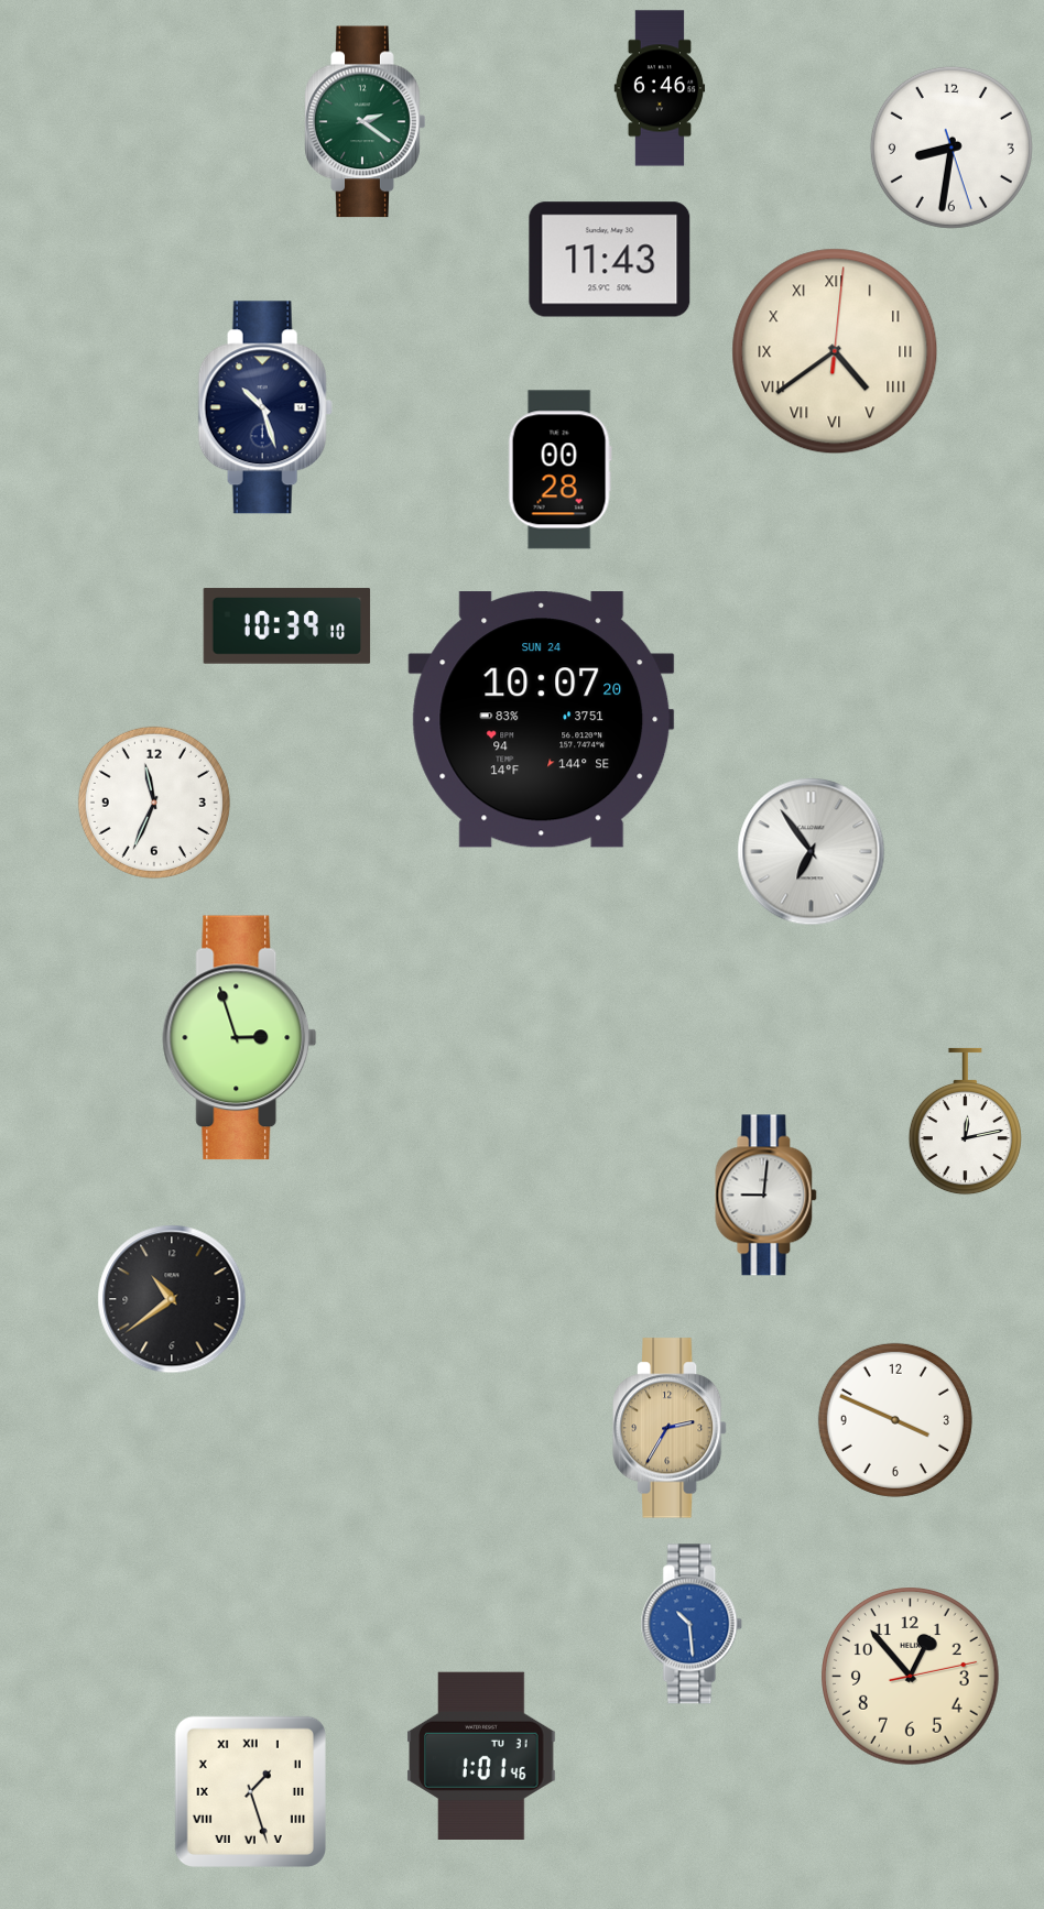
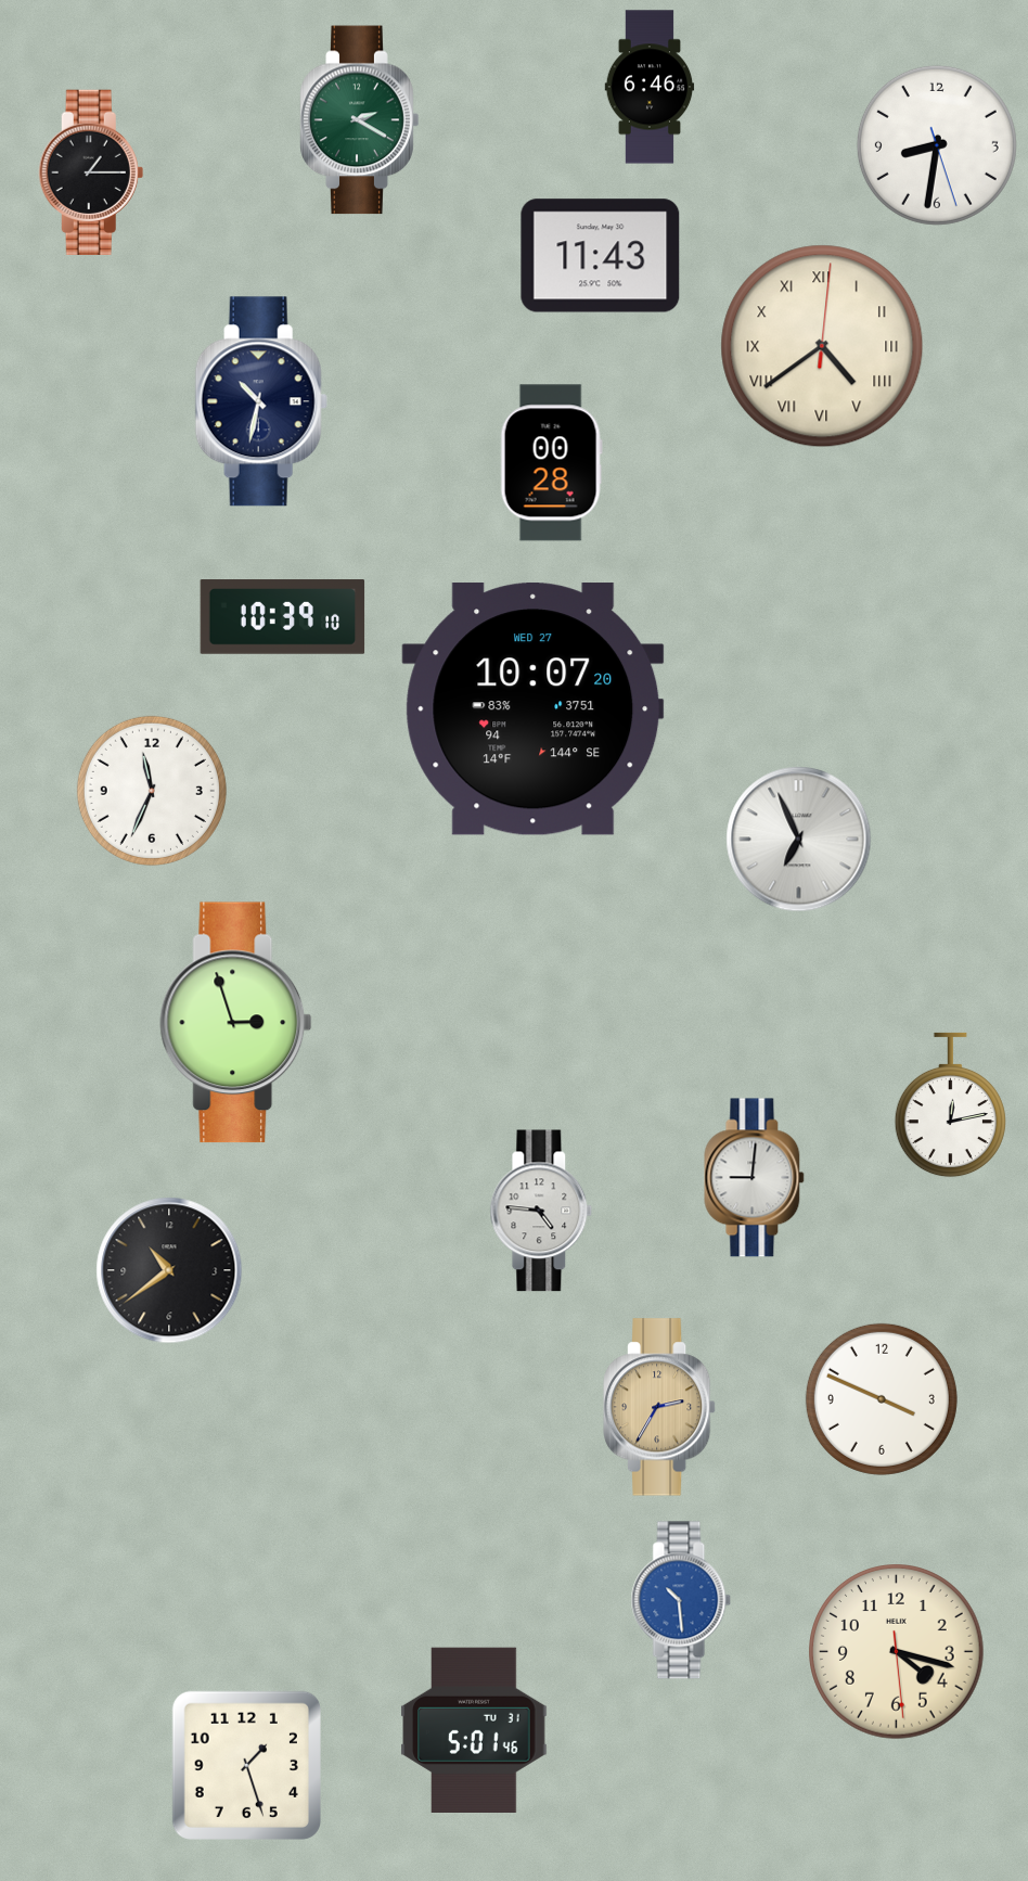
clock at (366, 122): 2:21 -> 2:20
clock at (91, 171): none -> 1:15
clock at (265, 407): 10:27 -> 10:32
clock at (542, 720) date: SUN 24 -> WED 27
clock at (812, 852): 6:54 -> 6:56
clock at (541, 1211): none -> 4:46
clock at (172, 1299) position: (172, 1299) -> (169, 1270)
clock at (911, 1677): 12:53 -> 4:17
clock at (481, 1755): 1:01 -> 5:01
clock at (250, 1791) numerals: Roman -> Arabic
